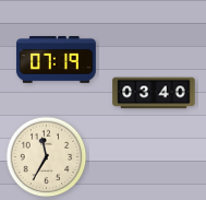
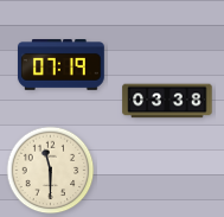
clock at (154, 93): 03:40 -> 03:38
clock at (47, 157): 11:35 -> 11:30
